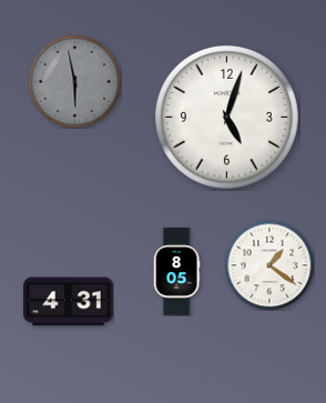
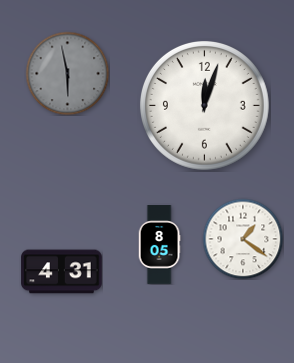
clock at (226, 117): 5:03 -> 12:03
